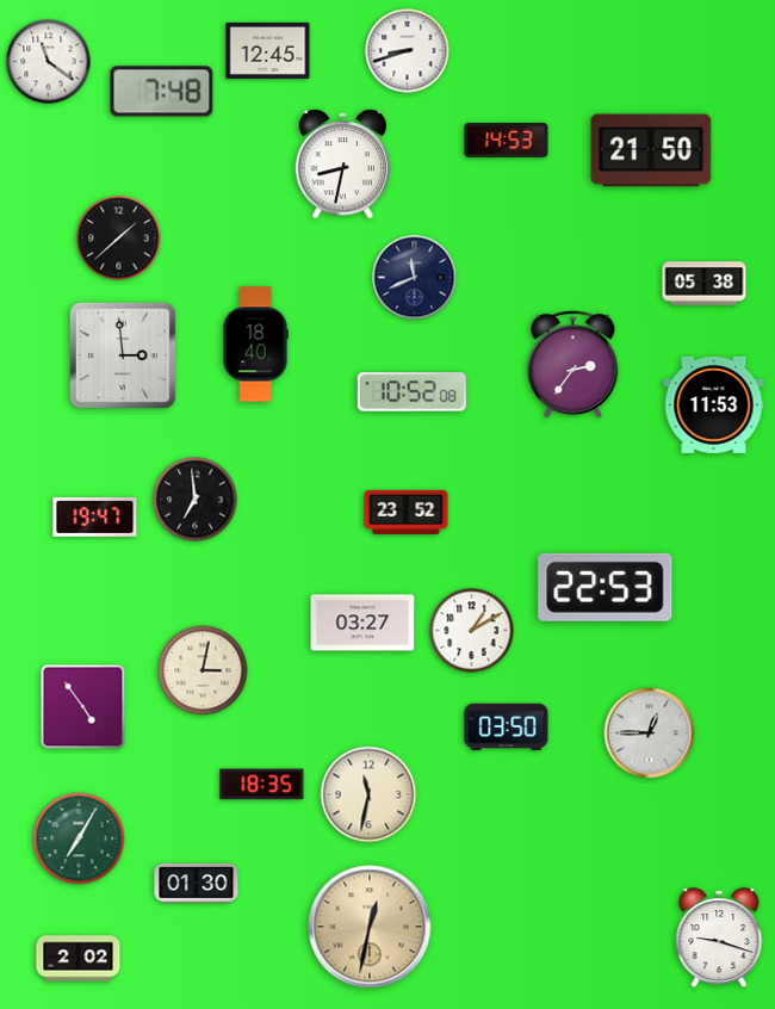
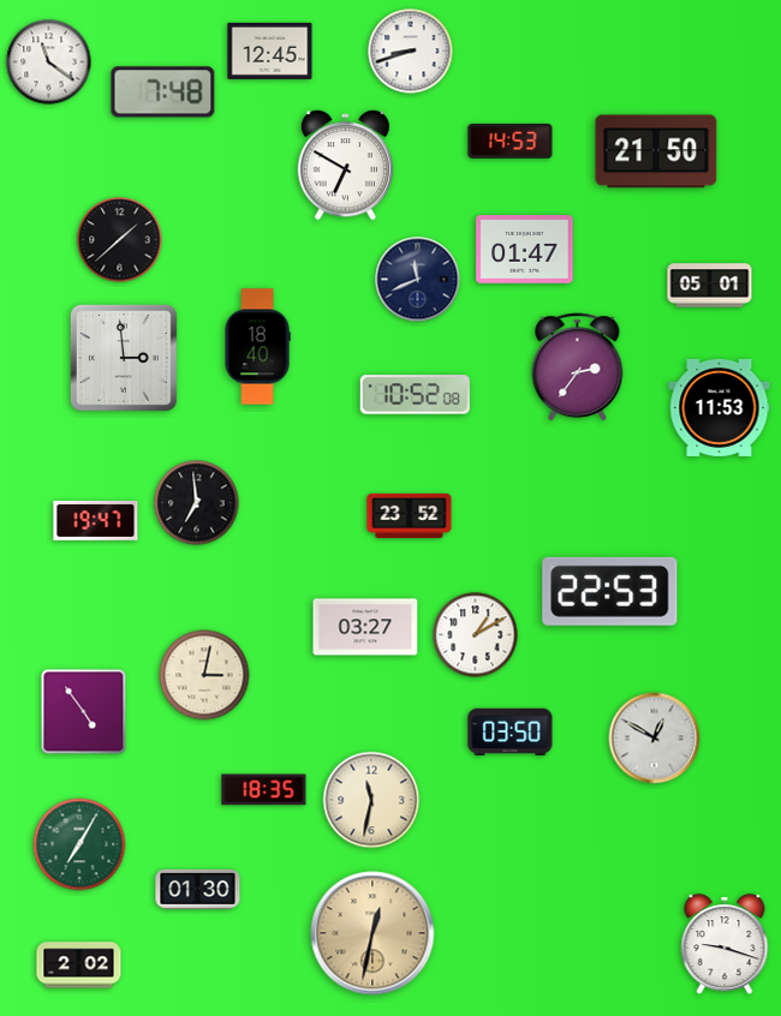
clock at (342, 165): 8:32 -> 6:50
clock at (525, 250): none -> 01:47
clock at (705, 284): 05:38 -> 05:01
clock at (650, 733): 12:45 -> 12:50
